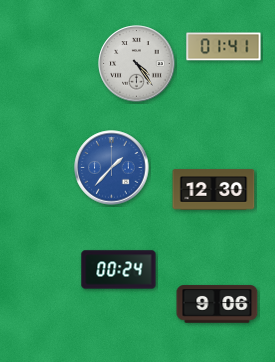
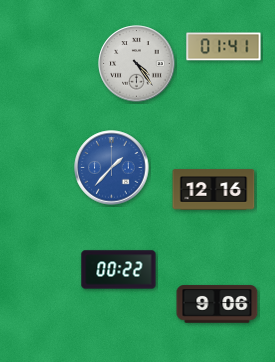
clock at (214, 190): 12:30 -> 12:16
clock at (119, 270): 00:24 -> 00:22
